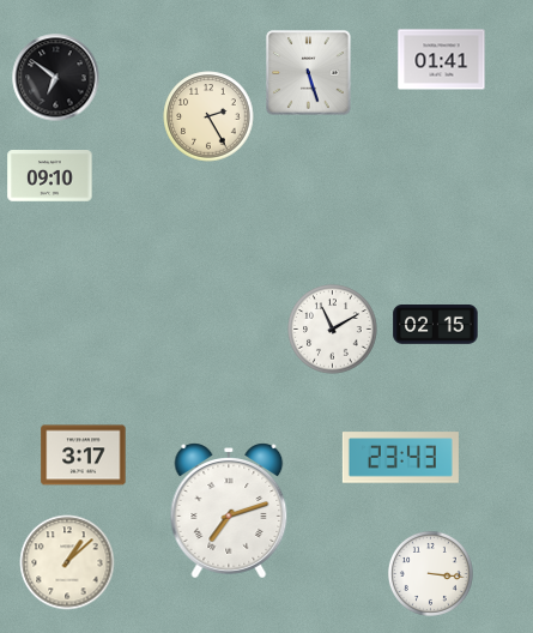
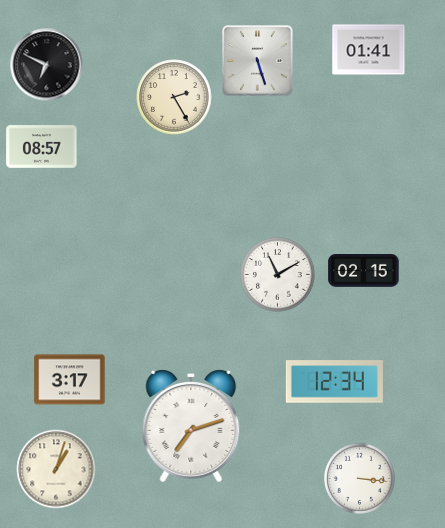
clock at (56, 78): 6:51 -> 6:49
clock at (50, 176): 09:10 -> 08:57
clock at (400, 458): 23:43 -> 12:34
clock at (67, 562): 1:08 -> 1:03
